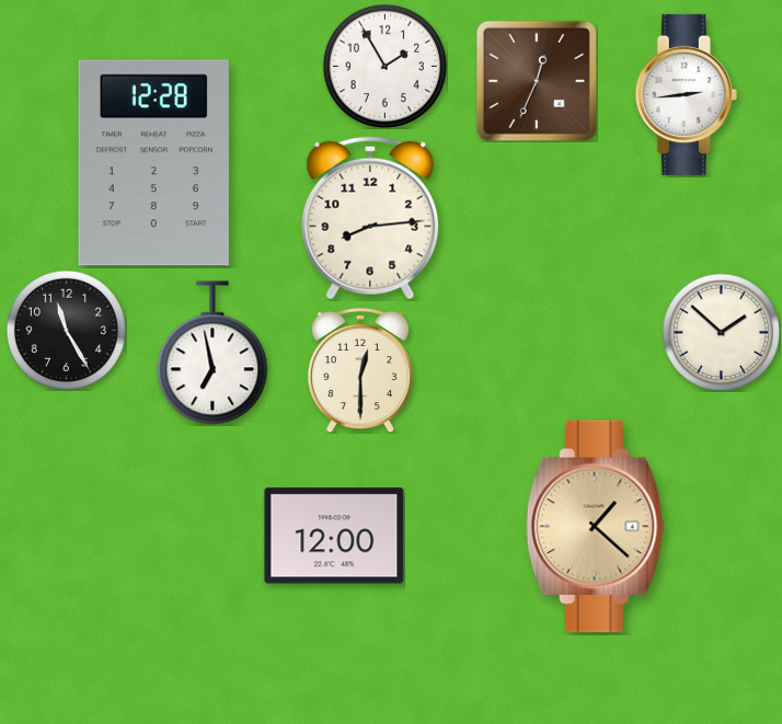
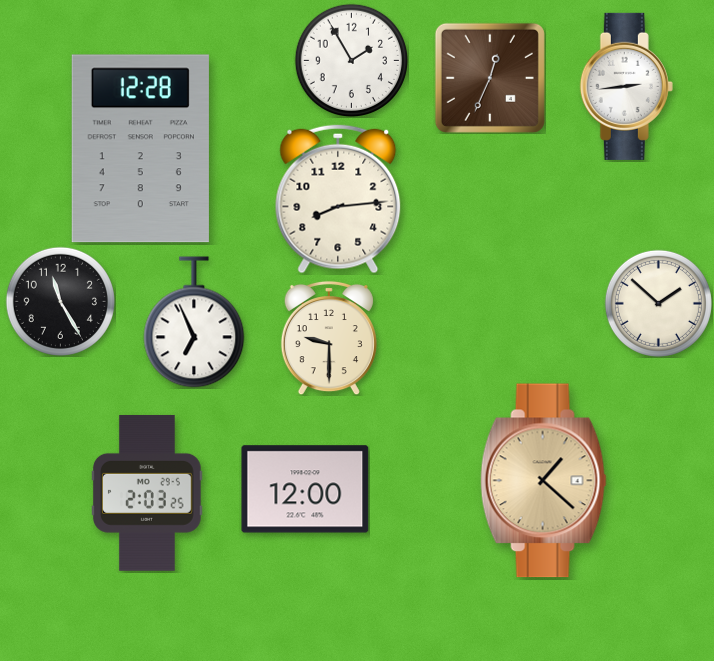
clock at (537, 81) position: (537, 81) -> (490, 78)
clock at (212, 353): 6:58 -> 6:56
clock at (360, 370): 12:30 -> 9:30
clock at (147, 493): none -> 2:03
